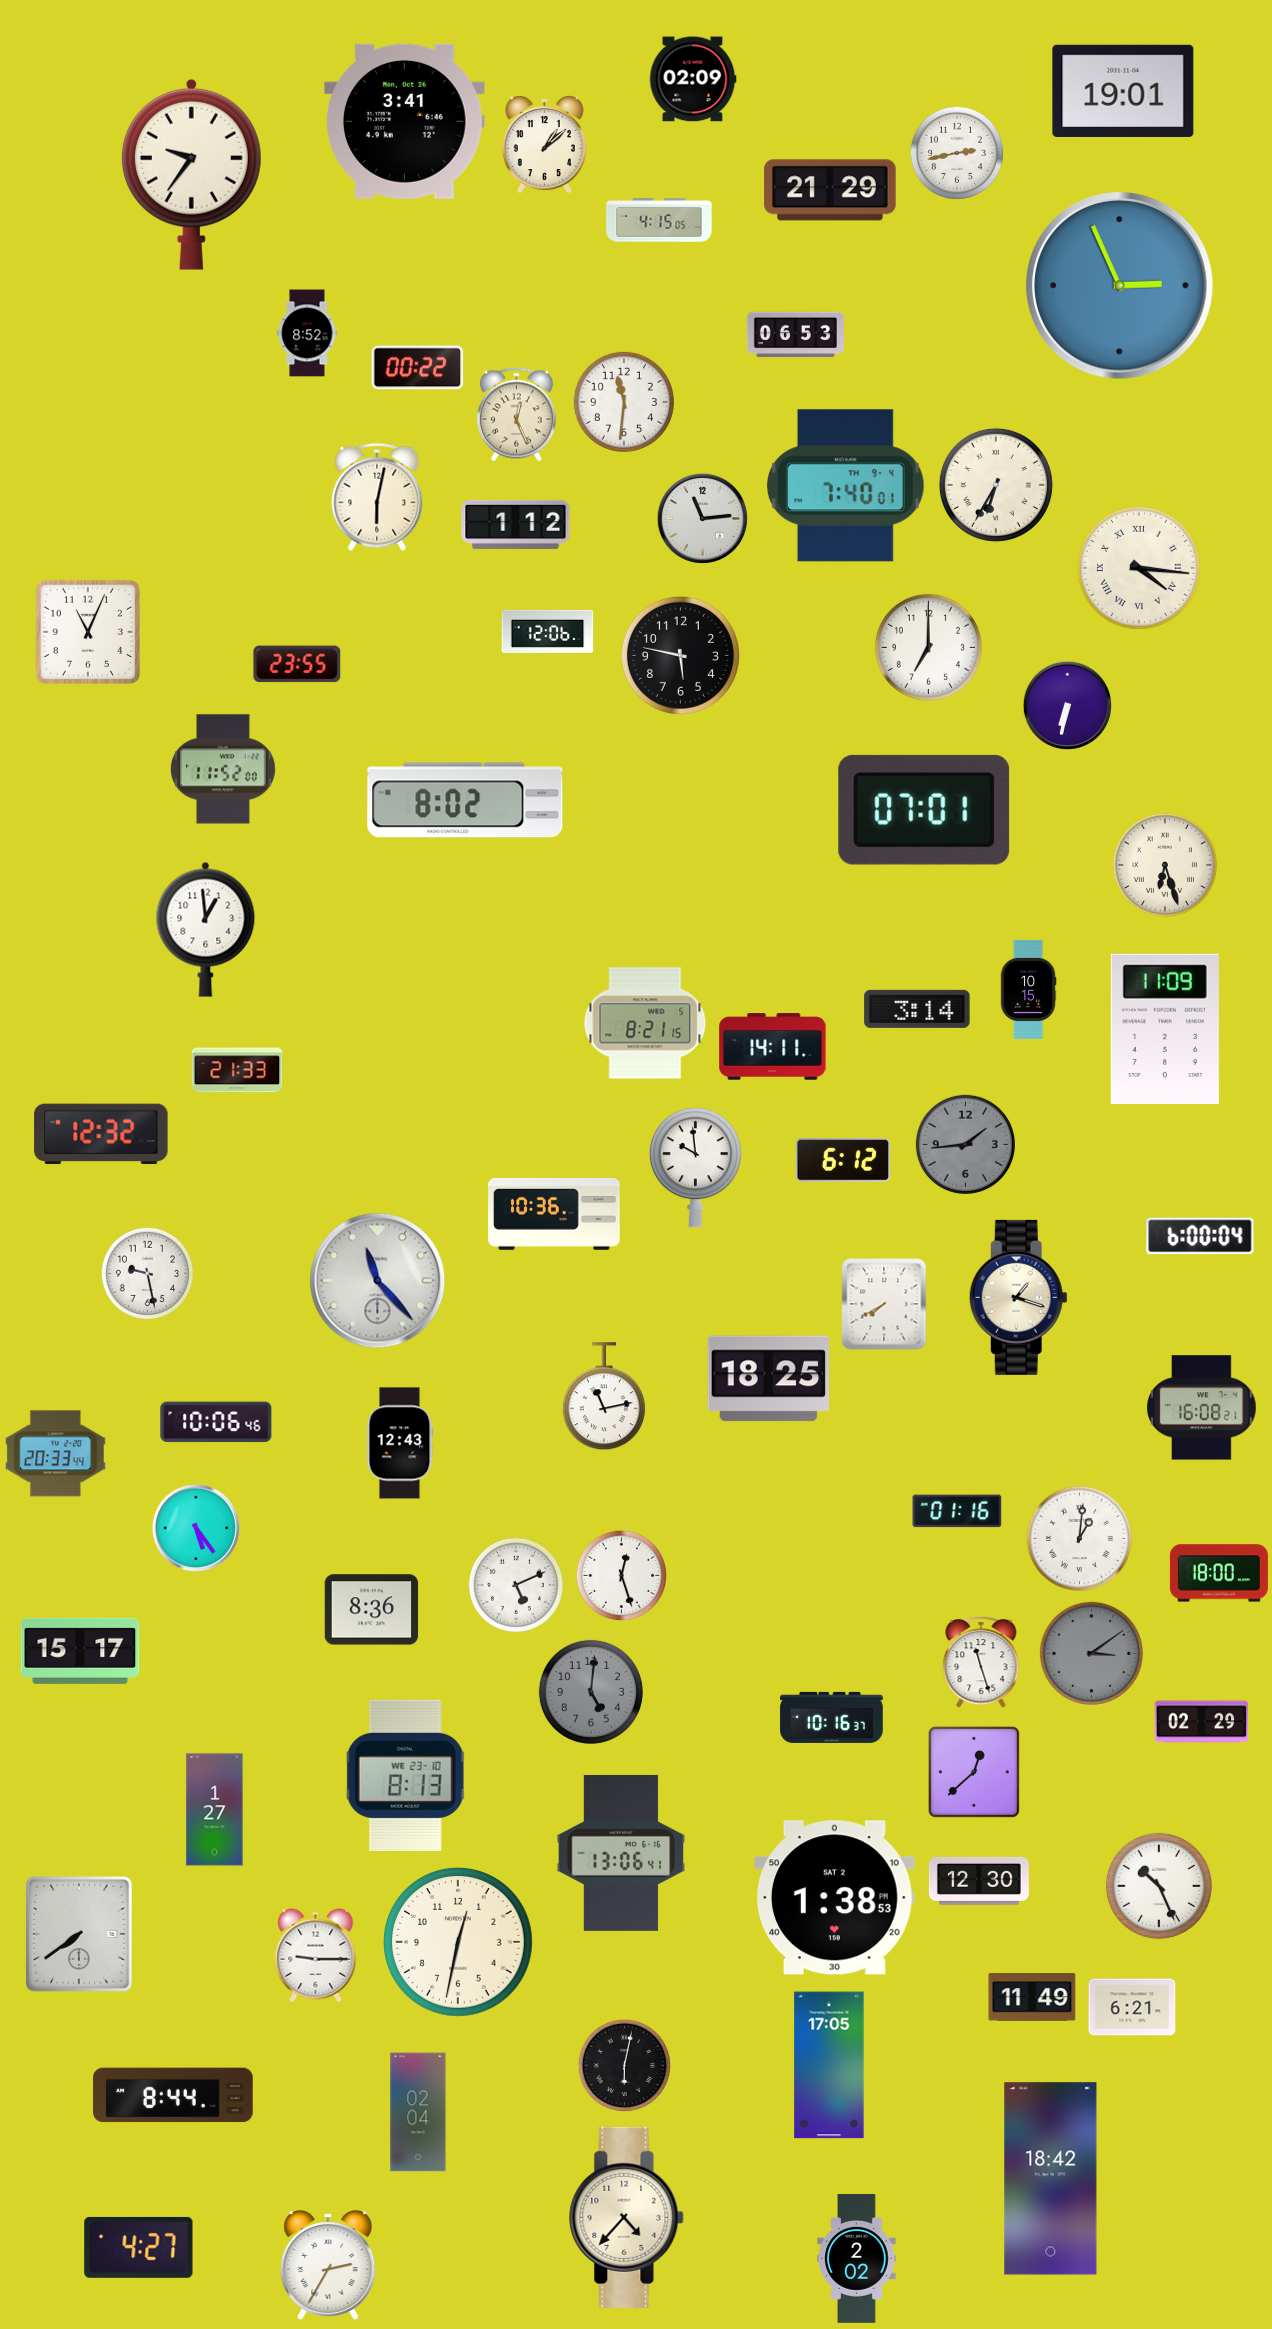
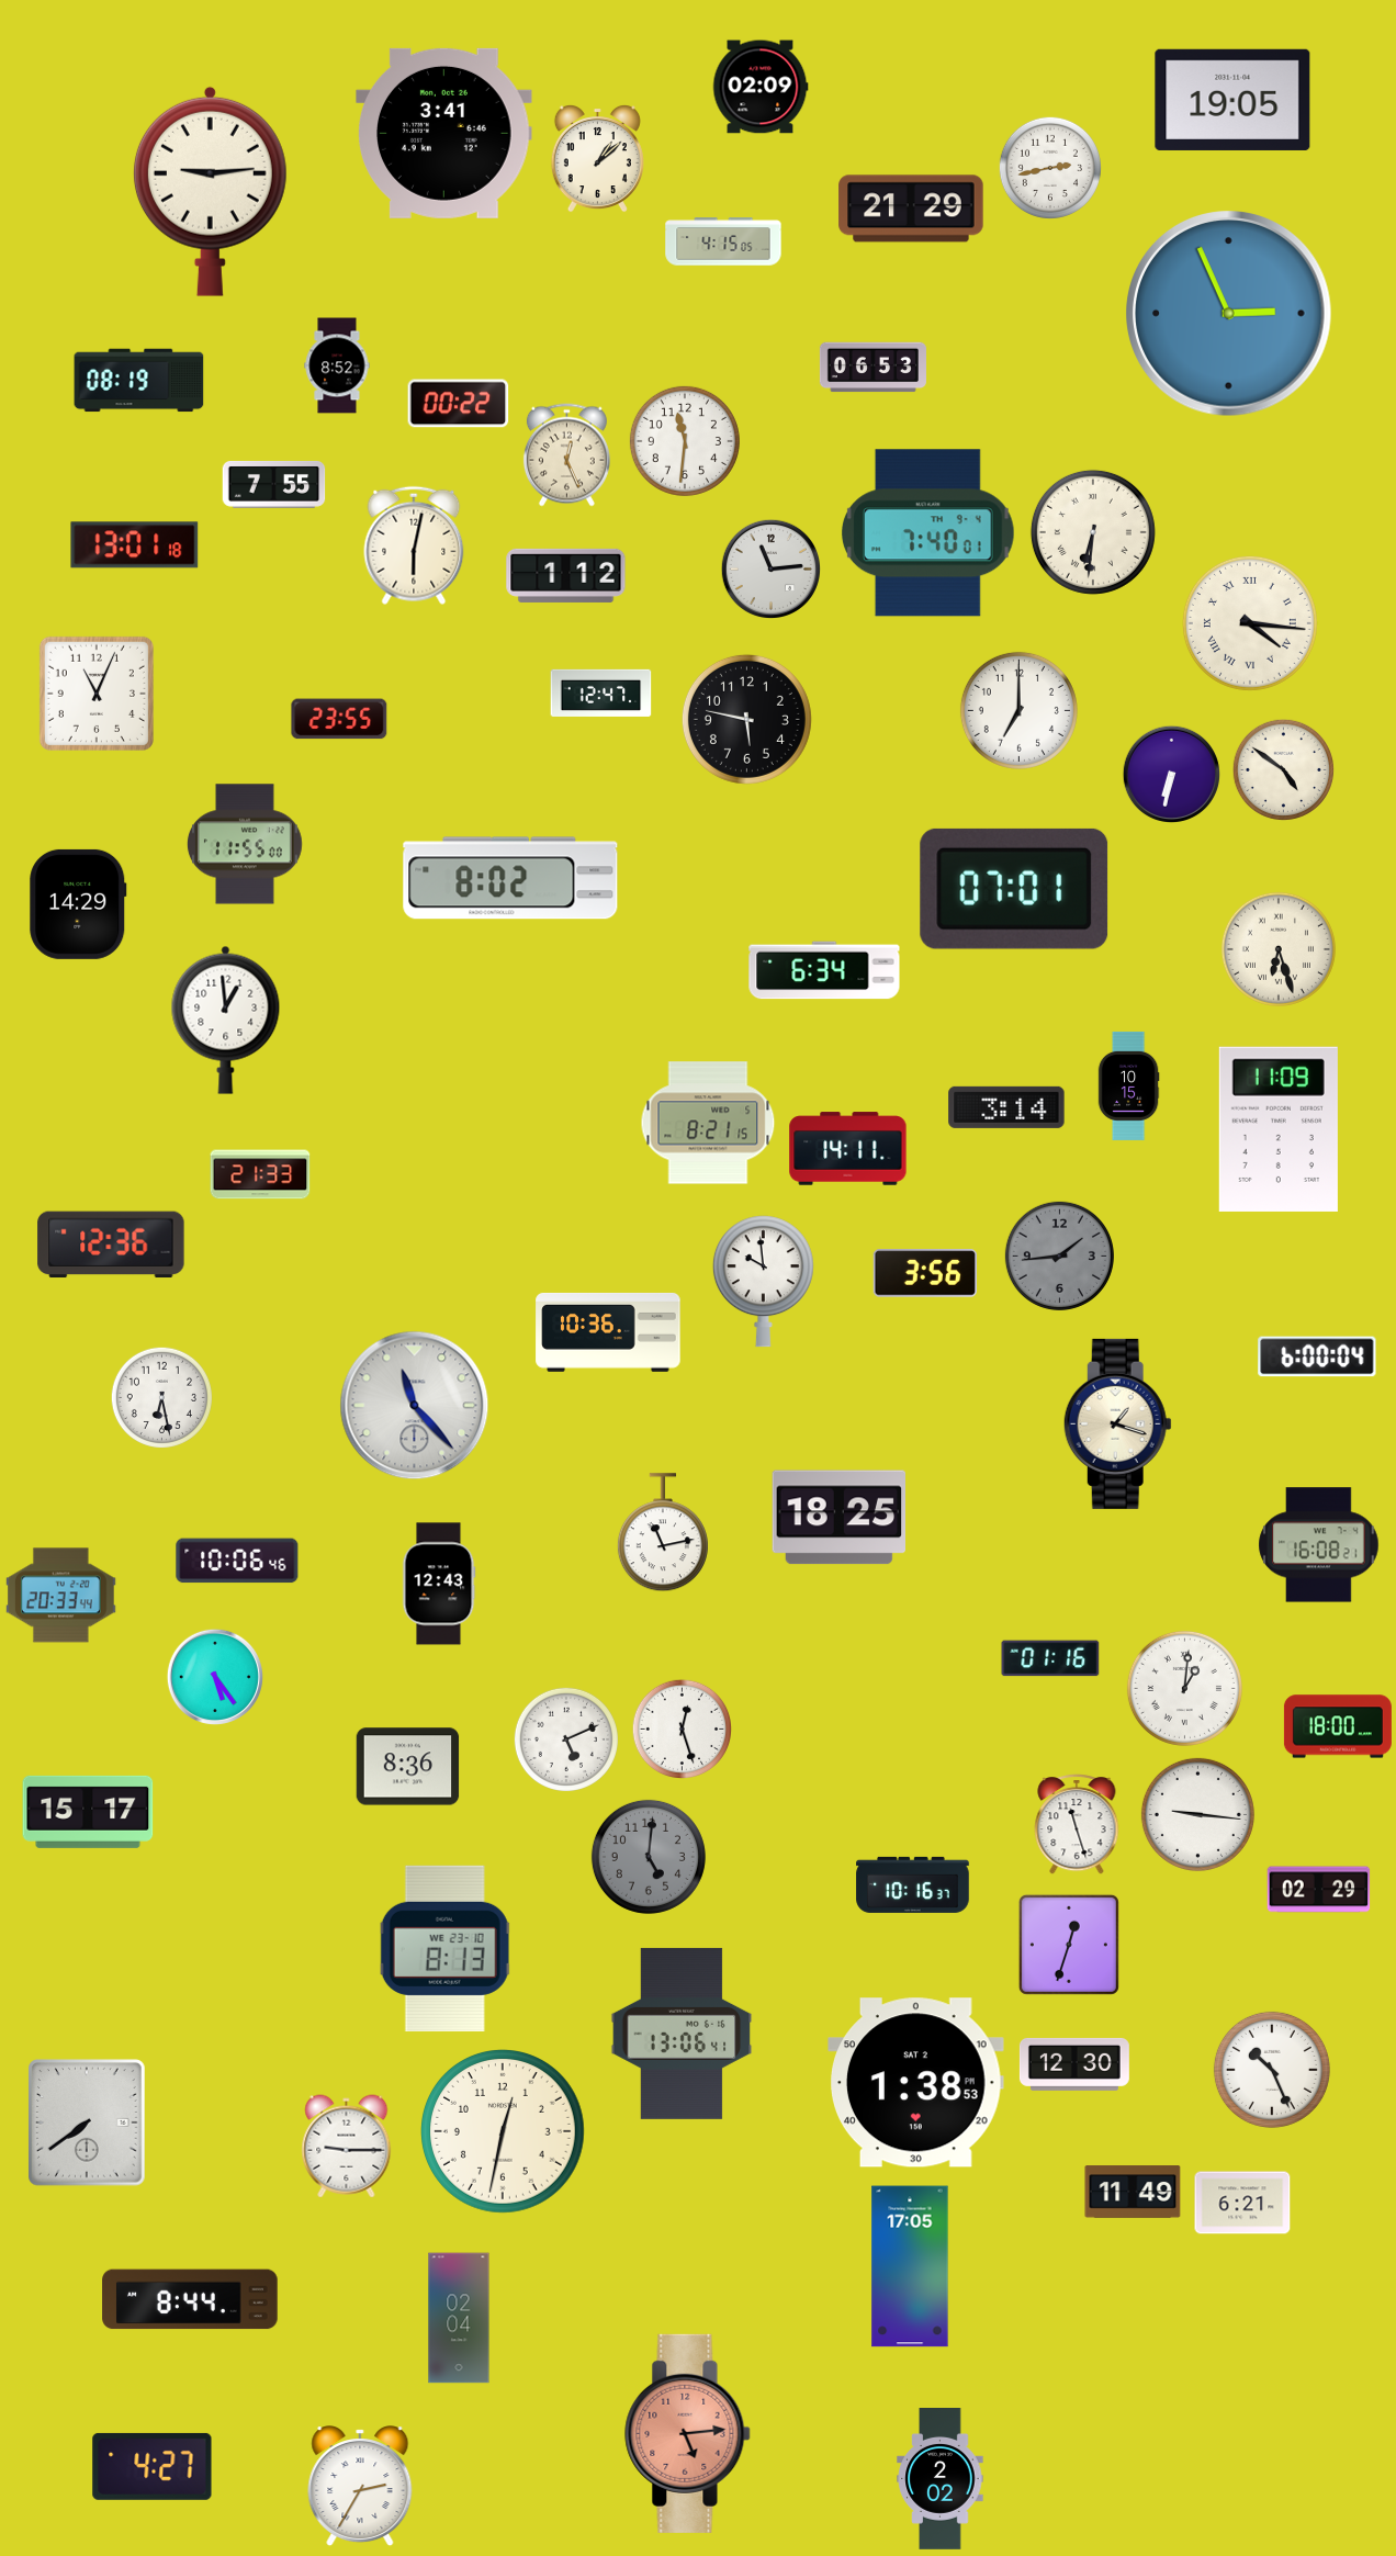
clock at (1123, 91): 19:01 -> 19:05
clock at (191, 174): 9:36 -> 9:14
clock at (139, 381): none -> 08:19
clock at (274, 484): none -> 7:55
clock at (996, 485): 6:35 -> 6:31
clock at (135, 545): none -> 13:01
clock at (548, 631): 12:06 -> 12:47
clock at (297, 664) position: (297, 664) -> (339, 719)
clock at (1283, 769): none -> 4:51
clock at (223, 769): 11:52 -> 11:55
clock at (78, 904): none -> 14:29
clock at (824, 970): none -> 6:34
clock at (101, 1134): 12:32 -> 12:36
clock at (842, 1160): 6:12 -> 3:56
clock at (147, 1273): 9:28 -> 6:28
clock at (884, 1304): 7:40 -> none
clock at (768, 1379) position: (768, 1379) -> (838, 1518)
clock at (1091, 1653): 3:09 -> 9:16
clock at (1091, 1653) dial: grey -> white
clock at (974, 1772): 12:38 -> 12:33
clock at (215, 1810): 1:27 -> none
clock at (624, 2065): 6:02 -> none
clock at (1051, 2179): 18:42 -> none
clock at (627, 2217): 4:37 -> 5:14
clock at (627, 2217) dial: cream -> salmon
